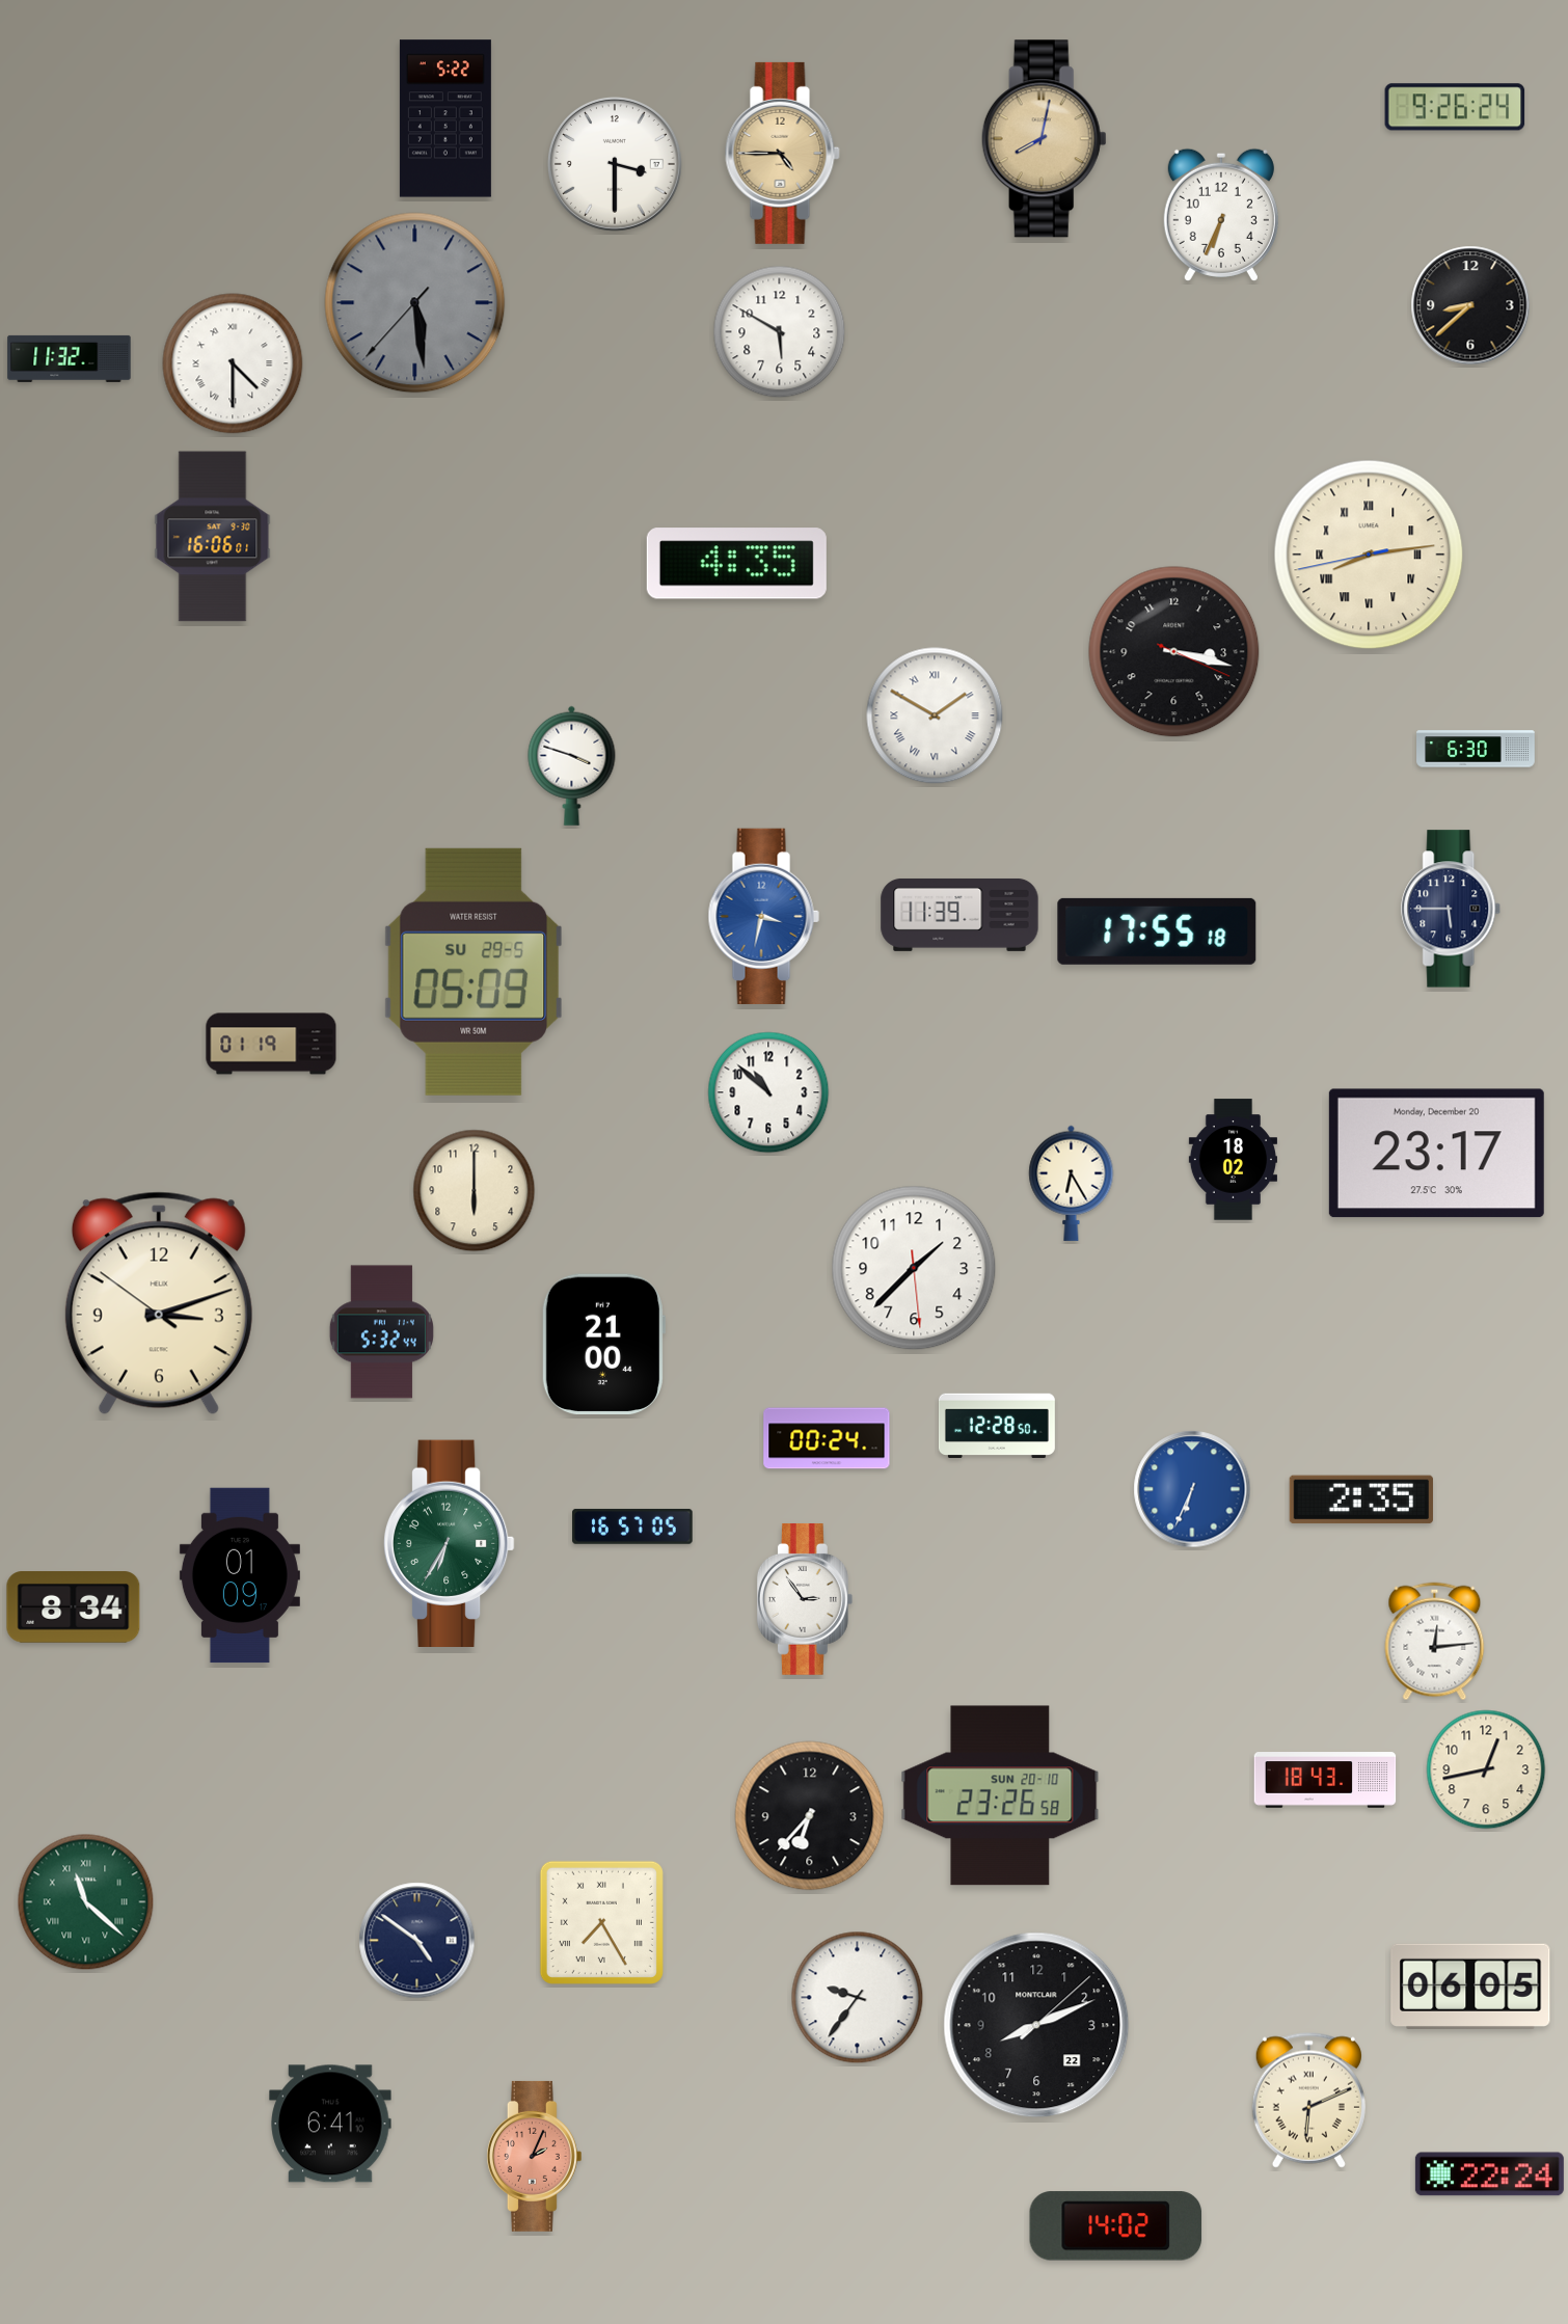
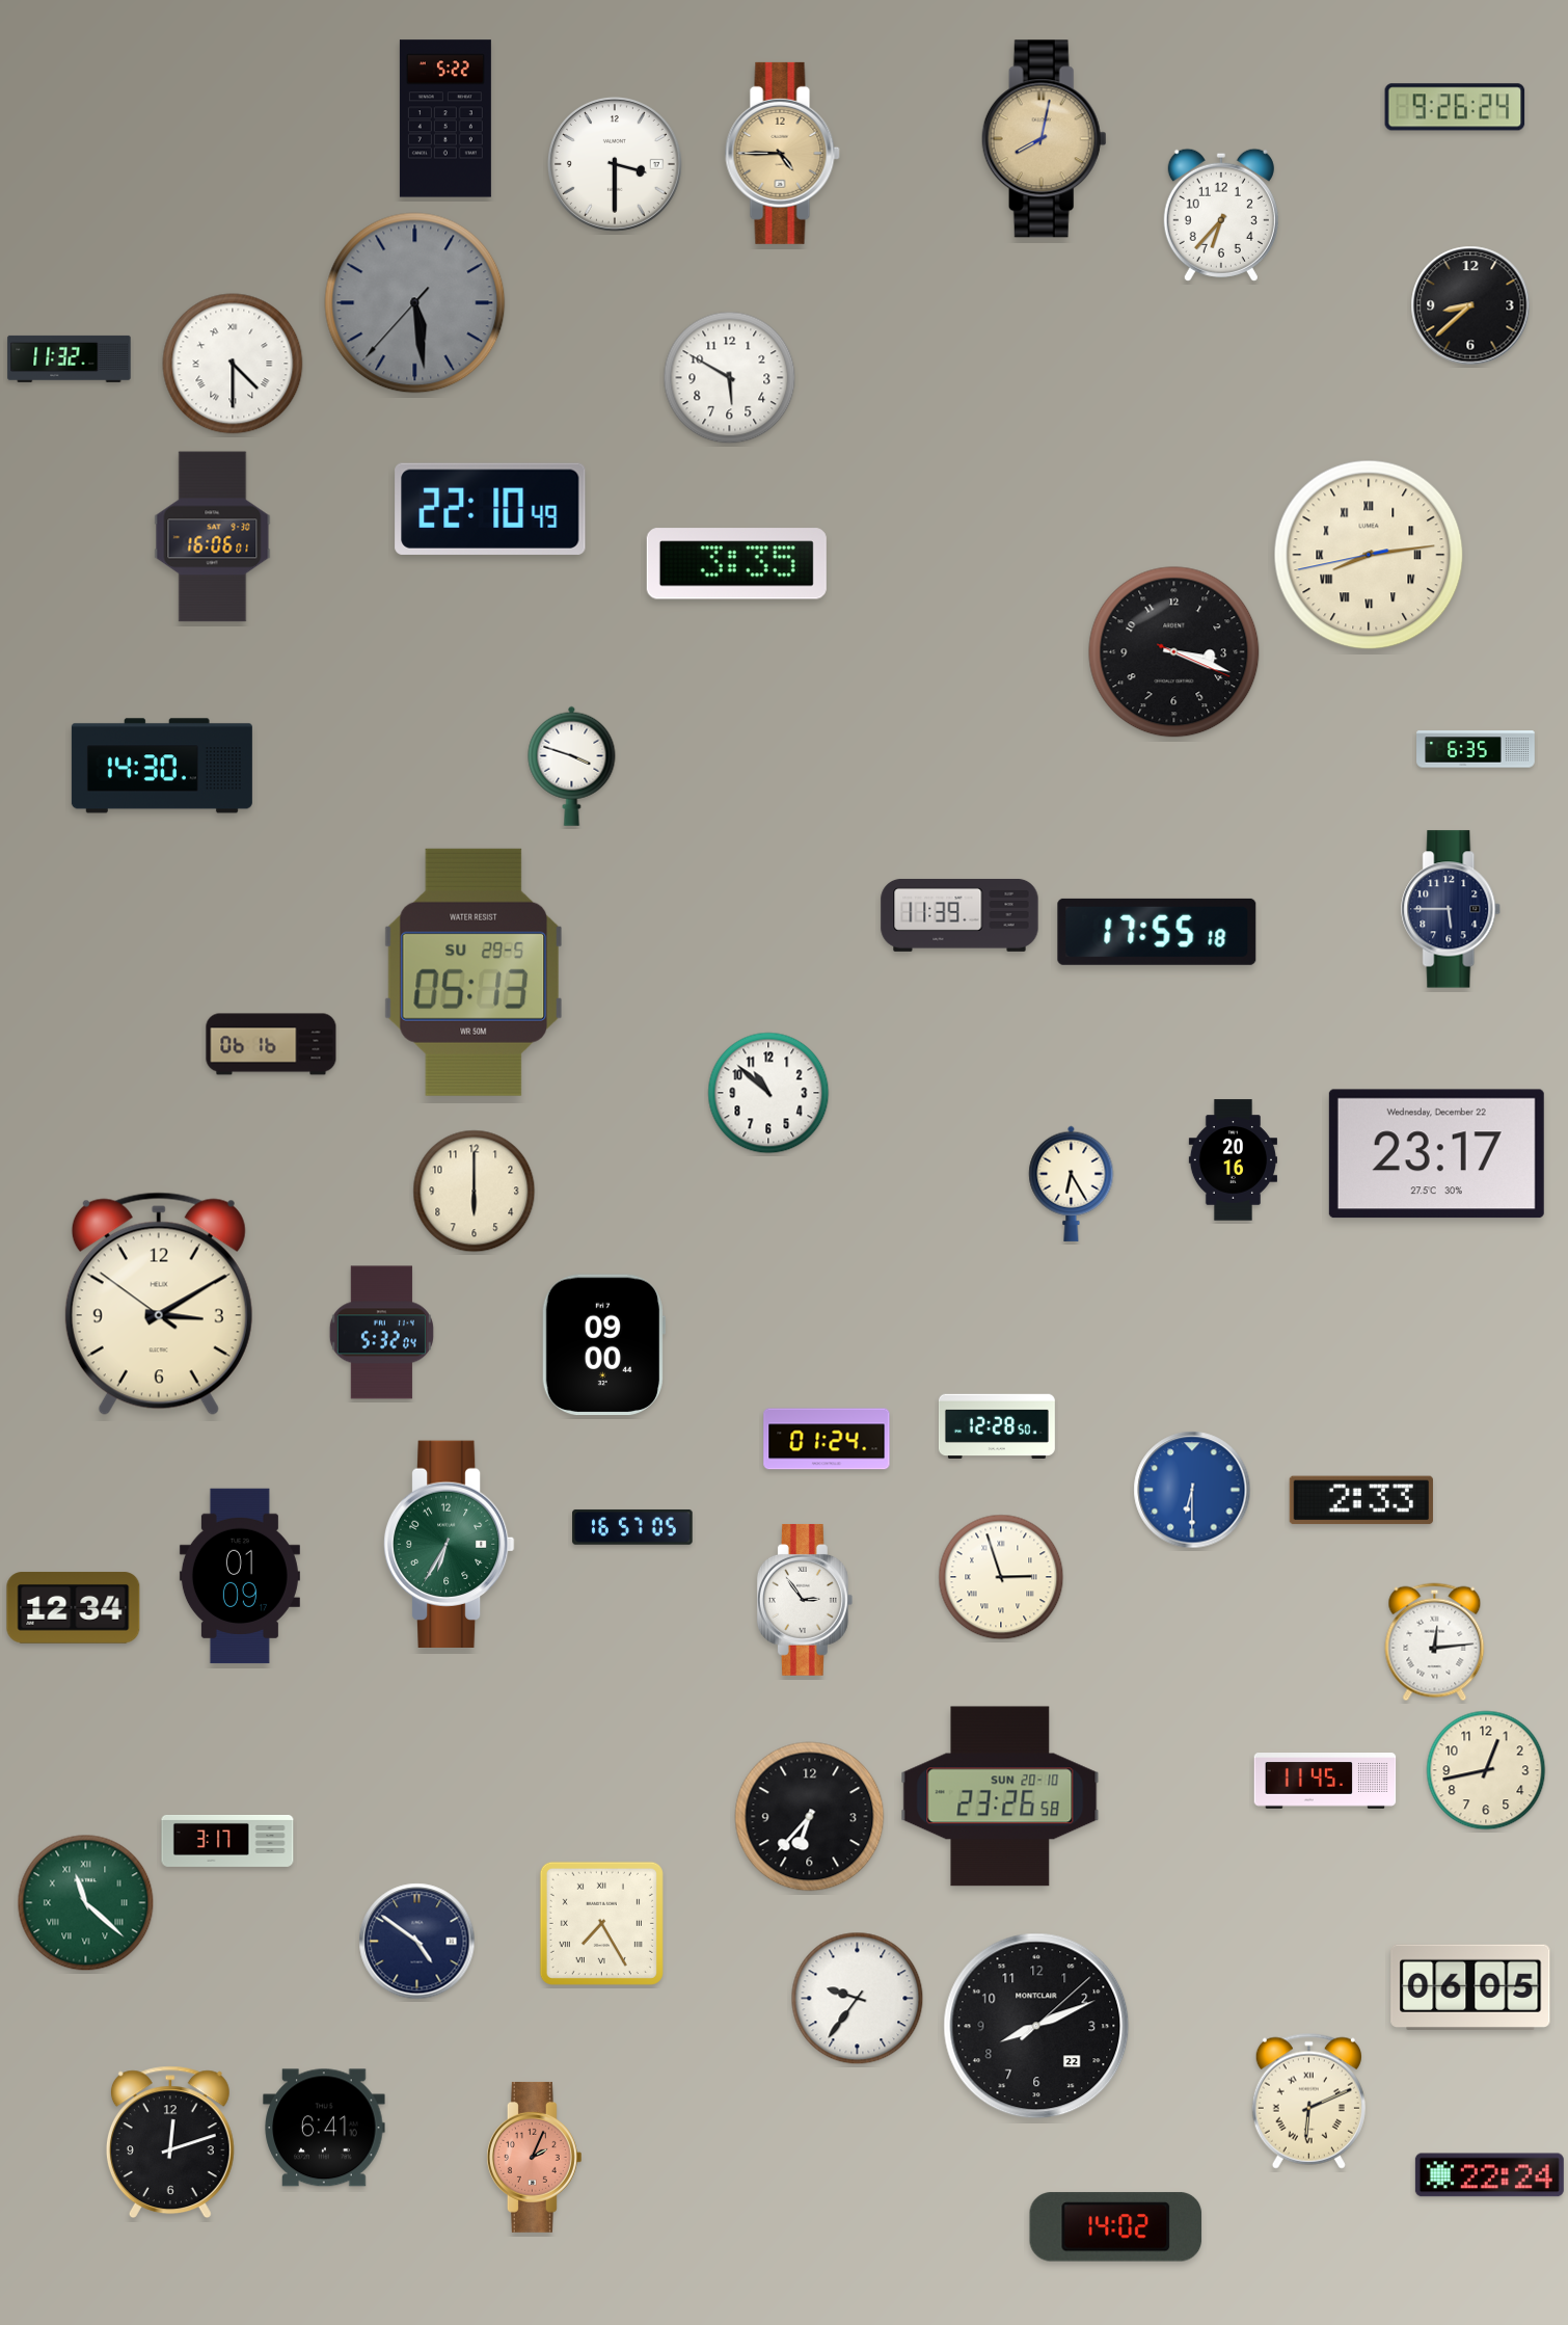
clock at (1221, 215): 6:34 -> 6:37
clock at (780, 332) position: (780, 332) -> (730, 378)
clock at (490, 509): none -> 22:10
clock at (736, 564): 4:35 -> 3:35
clock at (1174, 652): 3:17 -> 3:18
clock at (935, 715): 1:50 -> none
clock at (1476, 749): 6:30 -> 6:35
clock at (162, 766): none -> 14:30
clock at (763, 916): 3:32 -> none
clock at (472, 972): 05:09 -> 05:13
clock at (271, 1044): 01:19 -> 06:16
clock at (1436, 1154) date: Monday, December 20 -> Wednesday, December 22
clock at (1233, 1160): 18:02 -> 20:16
clock at (914, 1268): 1:37 -> none
clock at (159, 1303): 3:11 -> 3:09
clock at (381, 1332): 5:32:44 -> 5:32:04
clock at (603, 1345): 21:00 -> 09:00
clock at (827, 1438): 00:24 -> 01:24
clock at (1192, 1489): 6:34 -> 6:30
clock at (1361, 1499): 2:35 -> 2:33
clock at (1001, 1577): none -> 2:57
clock at (74, 1607): 8:34 -> 12:34
clock at (1325, 1780): 18:43 -> 11:45
clock at (227, 1841): none -> 3:17
clock at (330, 2124) position: (330, 2124) -> (324, 2128)
clock at (170, 2142): none -> 12:12
